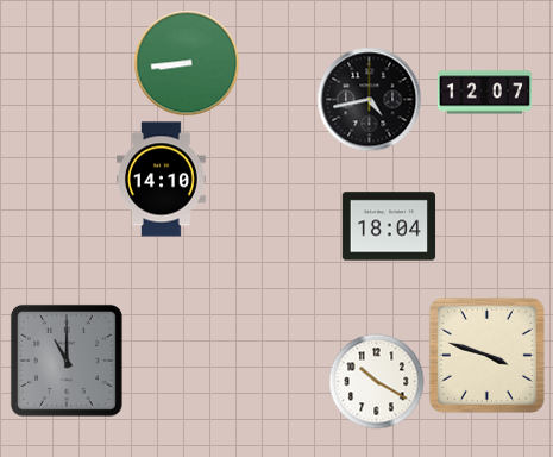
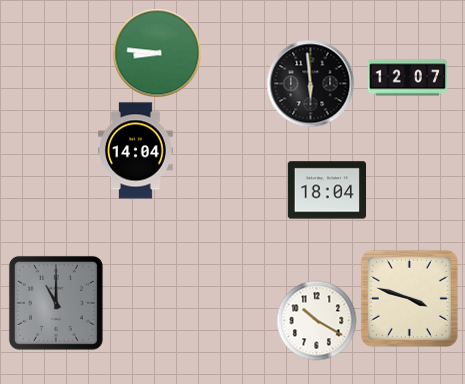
clock at (187, 63): 8:44 -> 8:46
clock at (370, 100): 4:43 -> 5:59
clock at (162, 180): 14:10 -> 14:04
